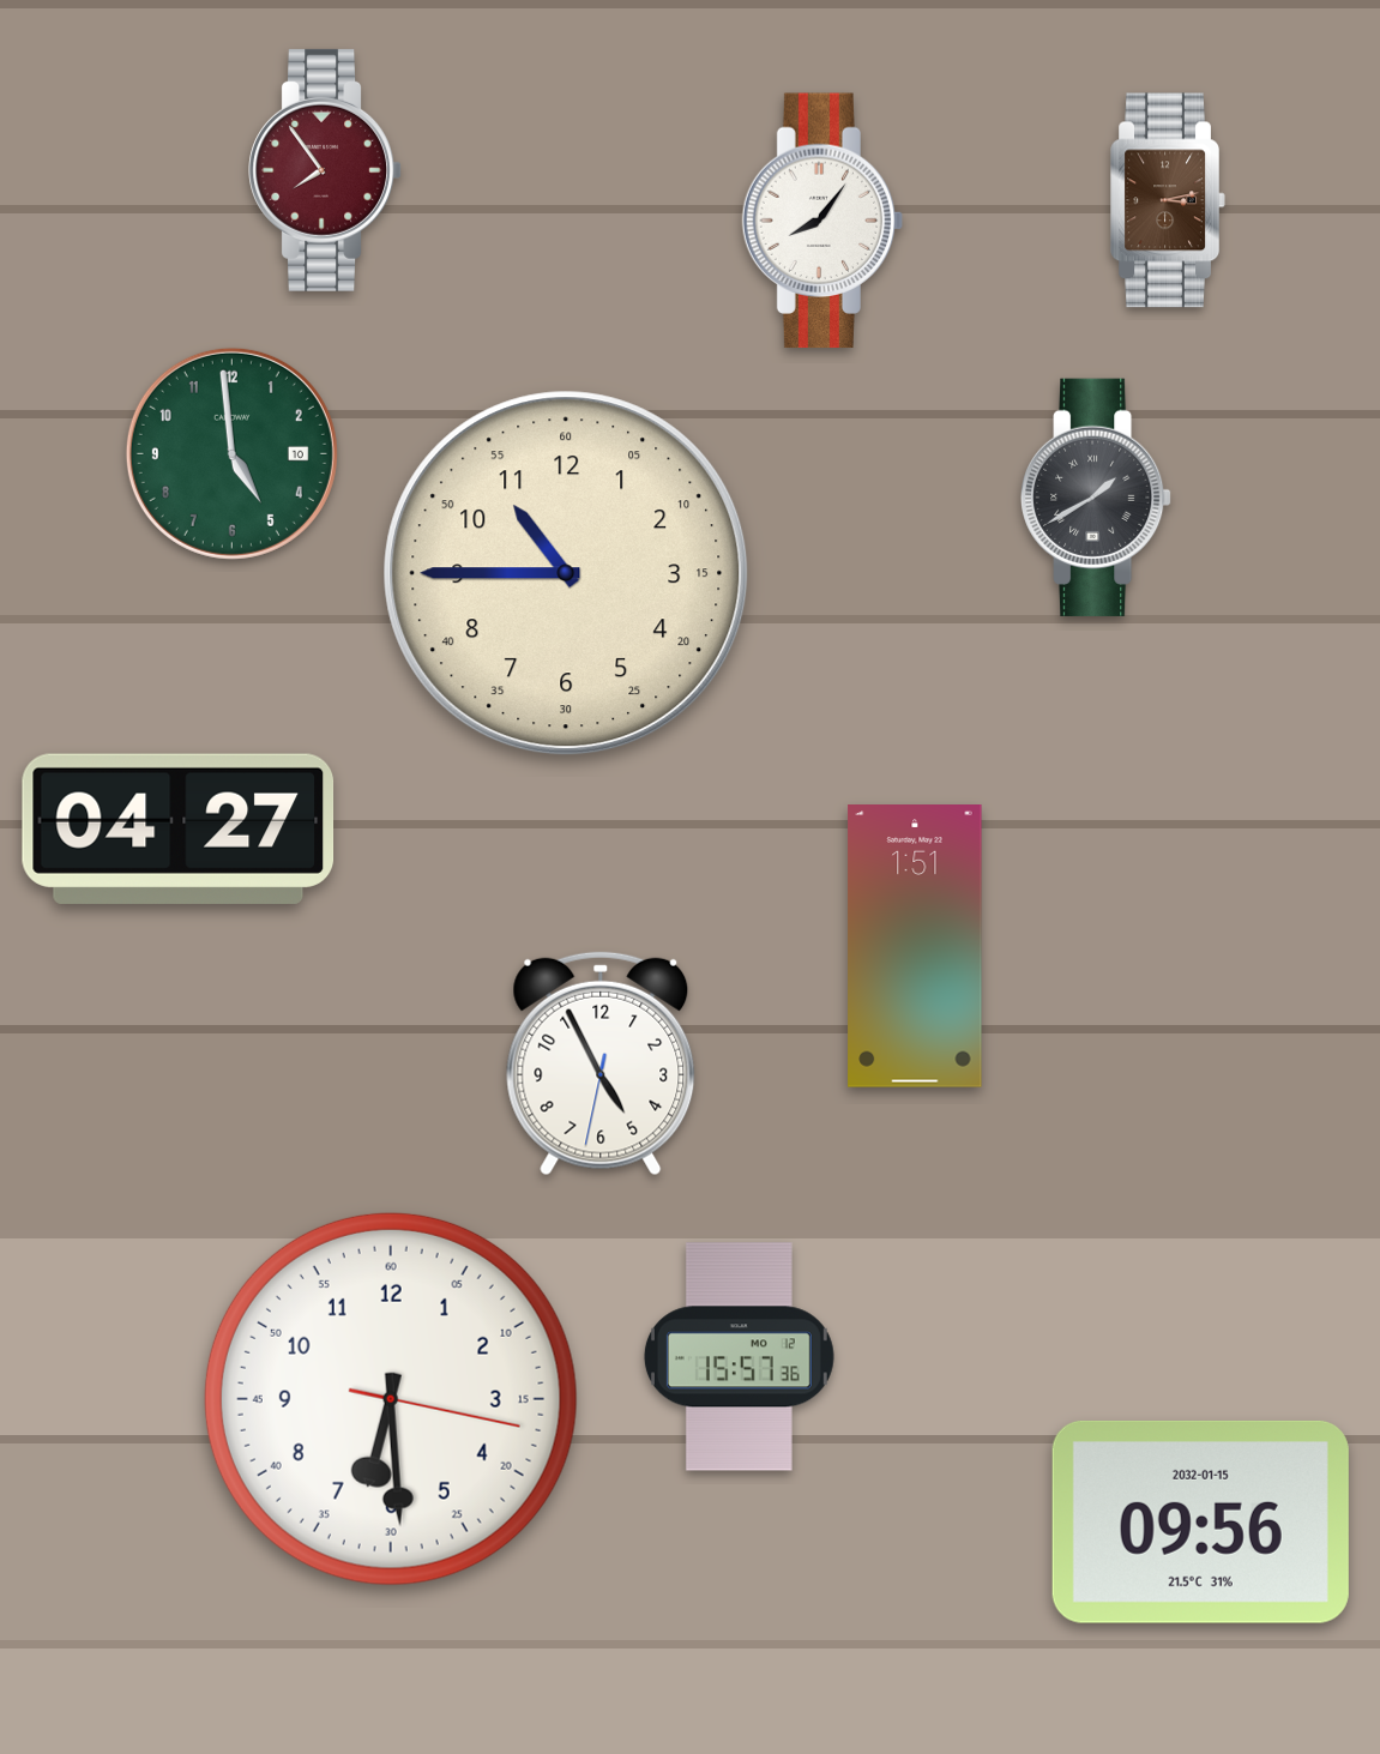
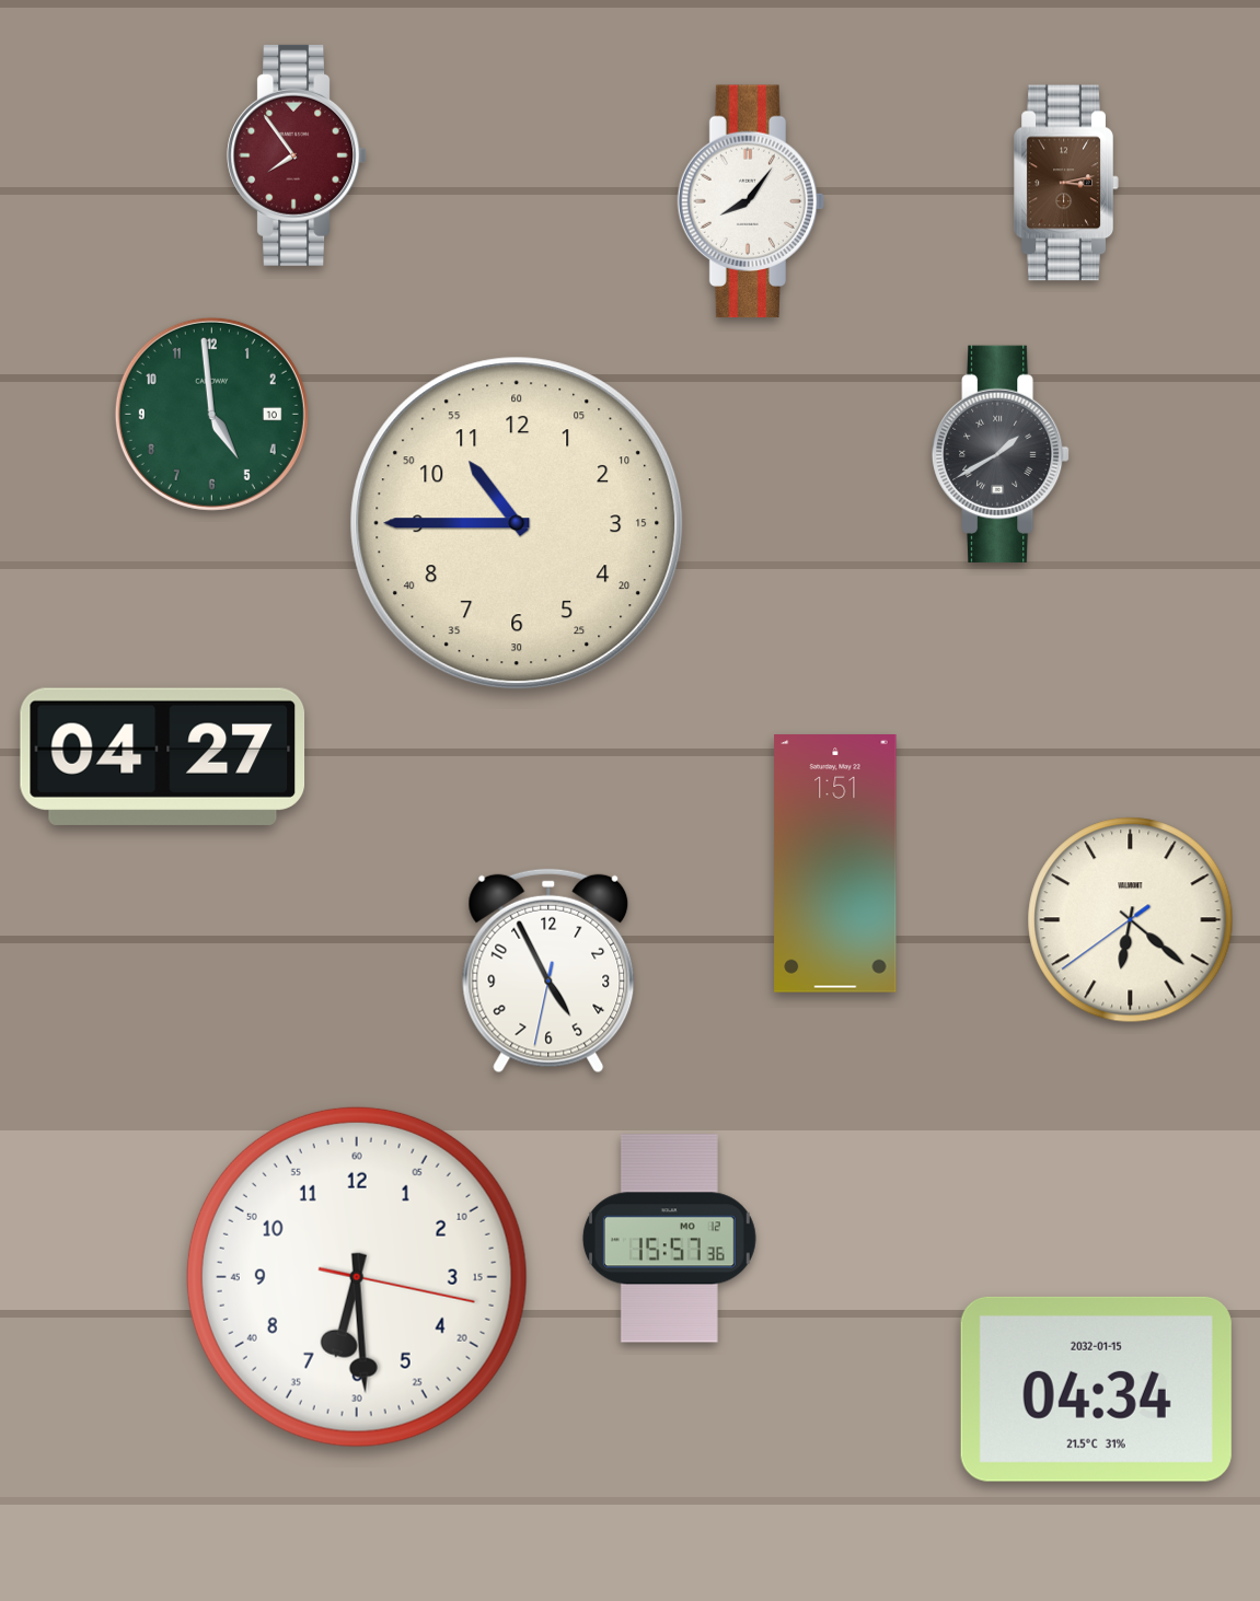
clock at (1131, 920): none -> 6:21
clock at (739, 1357) position: (739, 1357) -> (669, 1239)
clock at (1200, 1521): 09:56 -> 04:34
